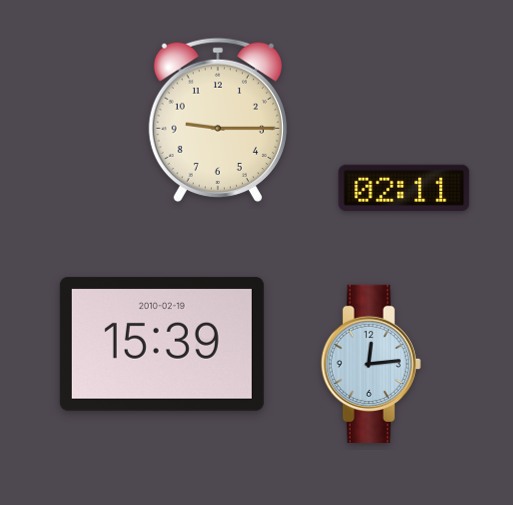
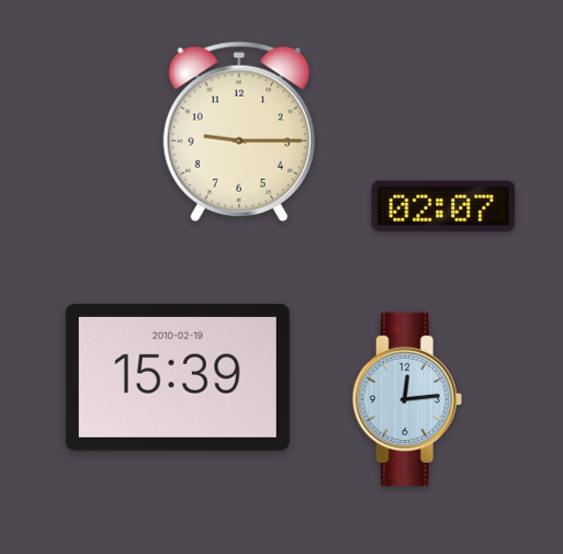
clock at (404, 188): 02:11 -> 02:07
